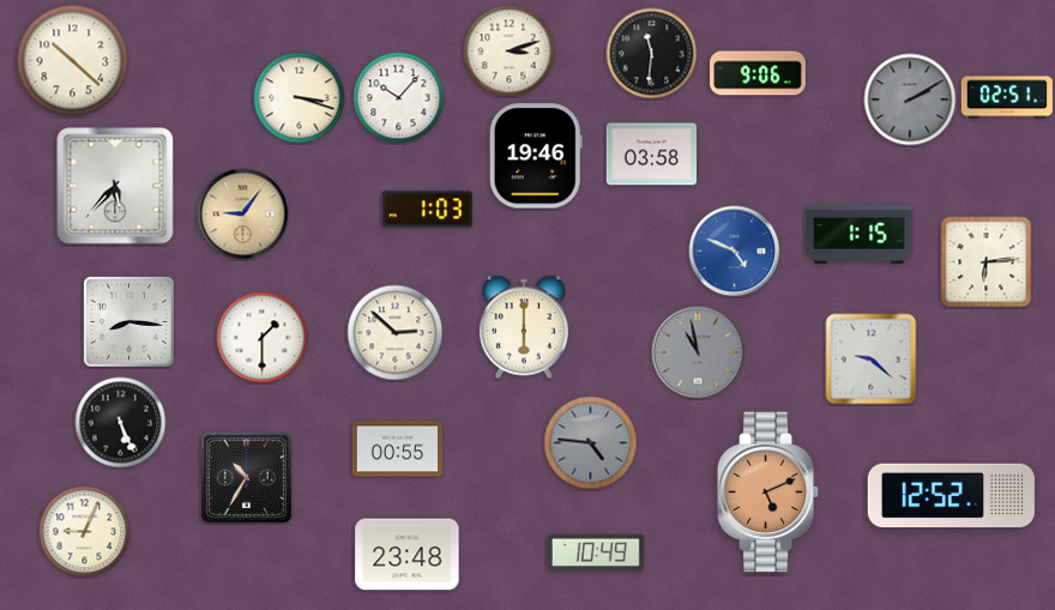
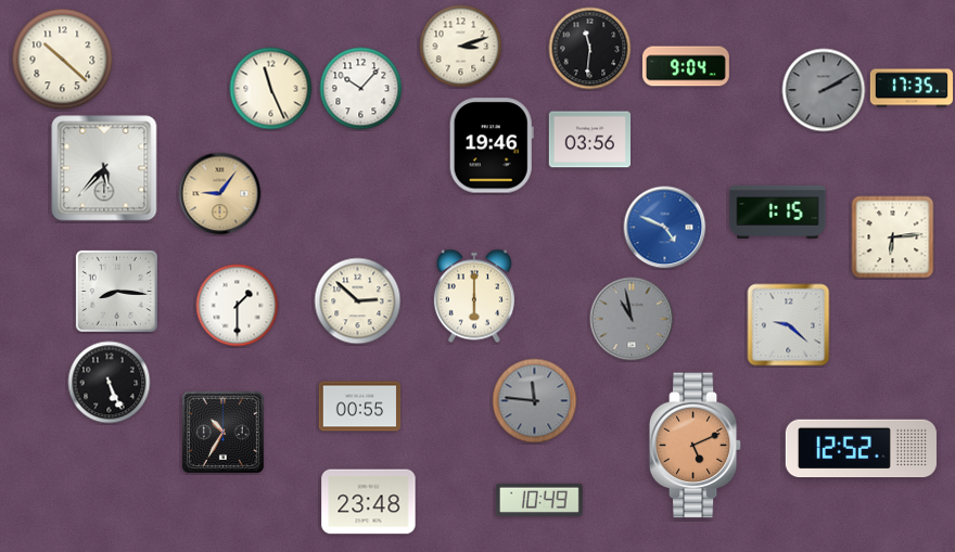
clock at (73, 61) position: (73, 61) -> (63, 60)
clock at (758, 73): 9:06 -> 9:04
clock at (1006, 97): 02:51 -> 17:35
clock at (300, 98): 3:18 -> 11:26
clock at (652, 155): 03:58 -> 03:56
clock at (536, 156) position: (536, 156) -> (492, 145)
clock at (427, 210): 1:03 -> none
clock at (591, 443): 4:46 -> 11:46
clock at (85, 532): 9:04 -> none
